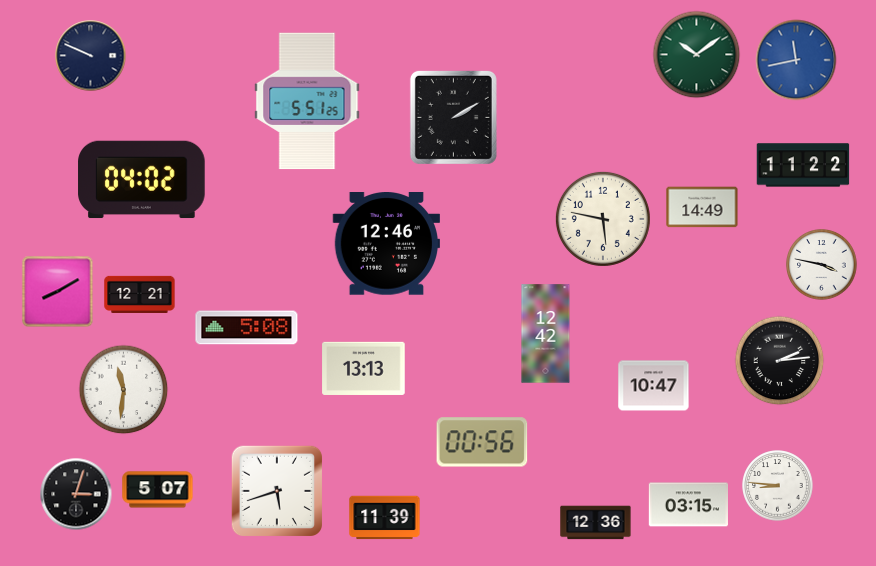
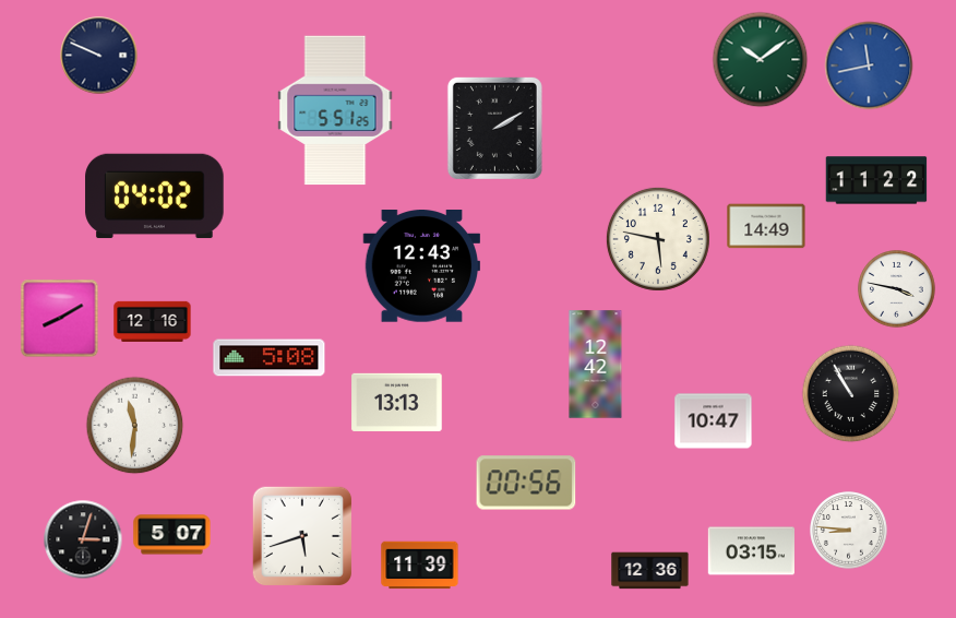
clock at (91, 56) position: (91, 56) -> (99, 56)
clock at (386, 244): 12:46 -> 12:43
clock at (58, 292) position: (58, 292) -> (60, 319)
clock at (140, 294): 12:21 -> 12:16
clock at (780, 361): 2:14 -> 10:55
